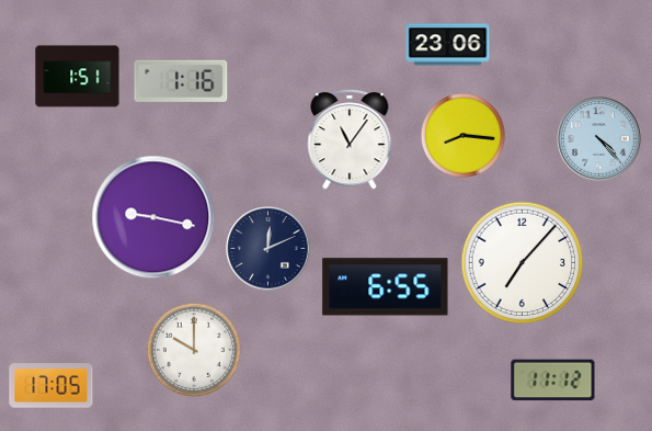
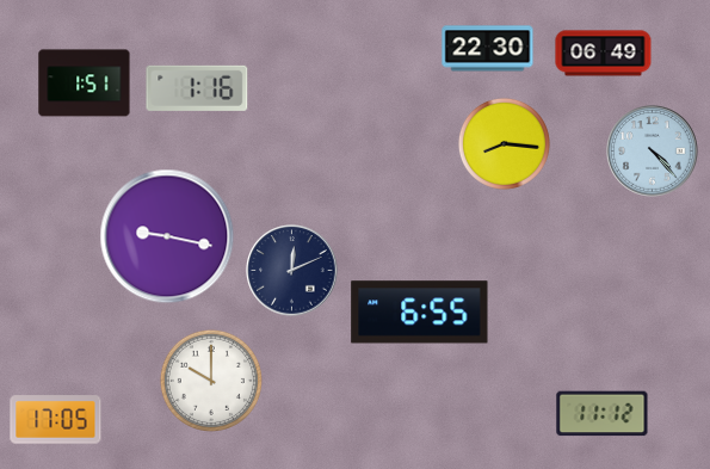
clock at (448, 45): 23:06 -> 22:30
clock at (604, 54): none -> 06:49
clock at (462, 135) position: (462, 135) -> (504, 143)
clock at (350, 139): 11:06 -> none
clock at (523, 263): 7:07 -> none
